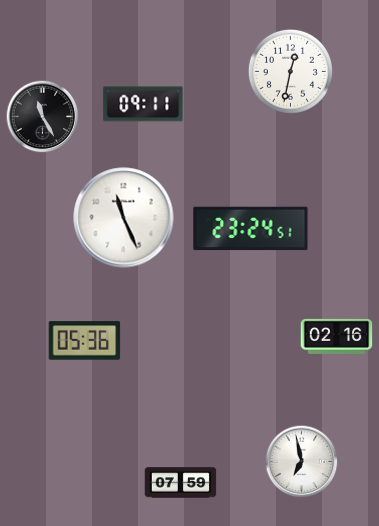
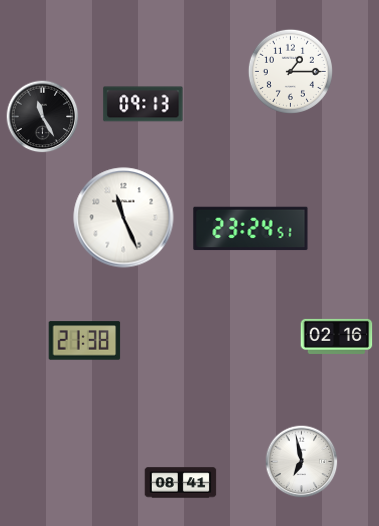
clock at (290, 71): 12:32 -> 1:15
clock at (143, 104): 09:11 -> 09:13
clock at (85, 341): 05:36 -> 21:38
clock at (181, 483): 07:59 -> 08:41
